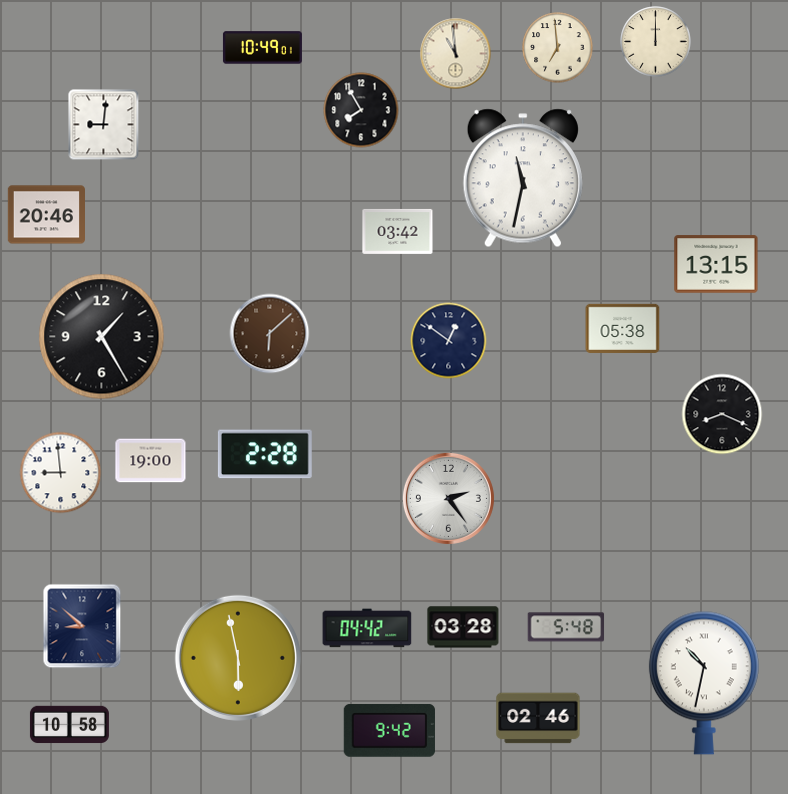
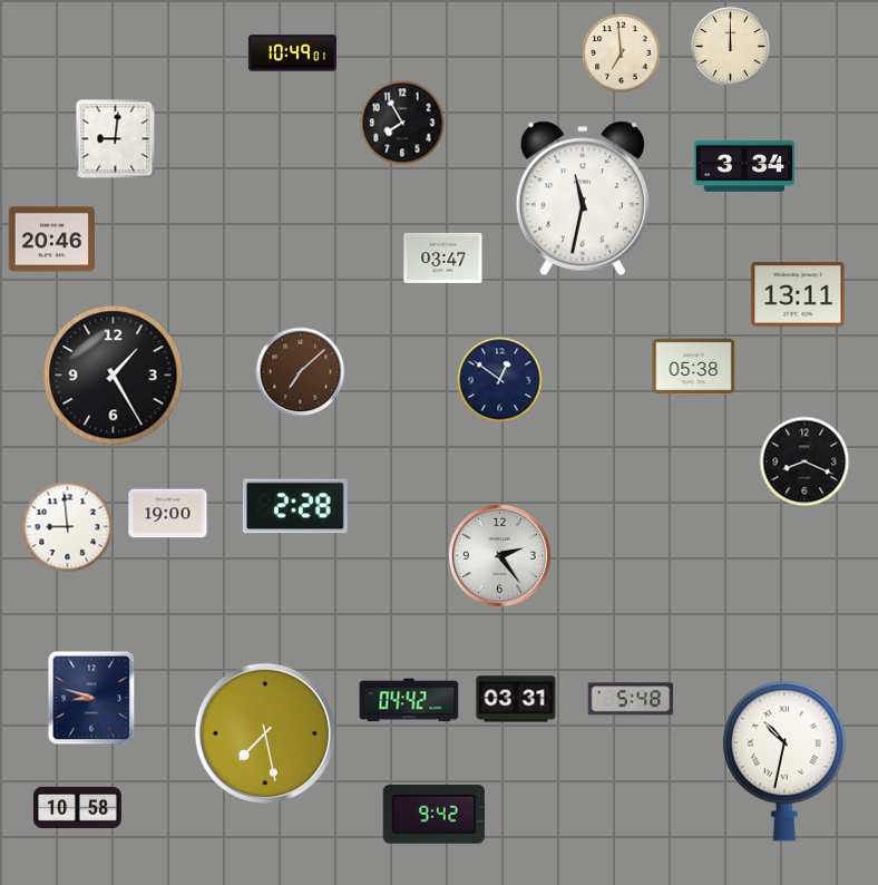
clock at (456, 54): 10:59 -> none
clock at (744, 166): none -> 3:34
clock at (398, 231): 03:42 -> 03:47
clock at (716, 264): 13:15 -> 13:11
clock at (270, 334): 6:08 -> 7:08
clock at (82, 626): 8:52 -> 8:48
clock at (463, 627): 03:28 -> 03:31
clock at (238, 658): 5:58 -> 7:28
clock at (538, 718): 02:46 -> none
